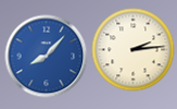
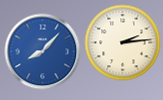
clock at (134, 50) position: (134, 50) -> (123, 43)
